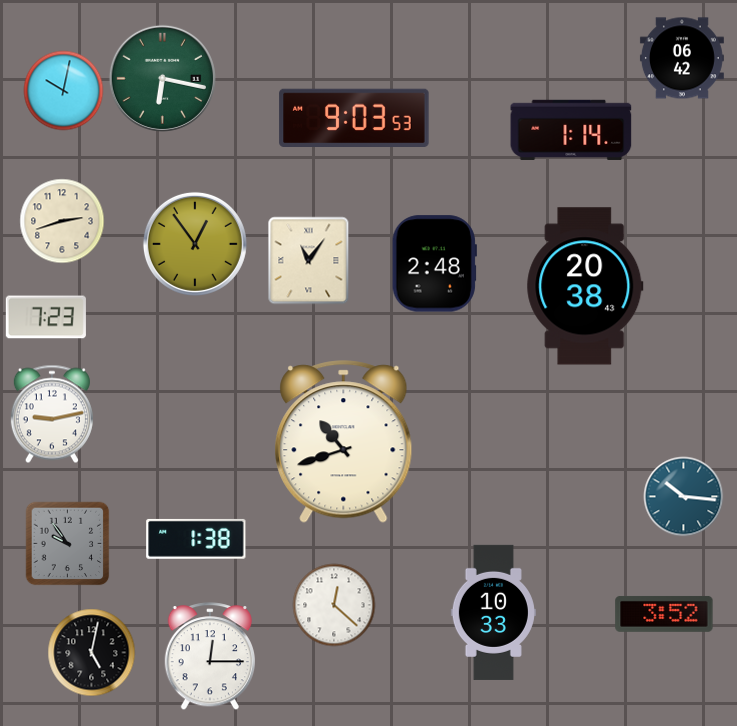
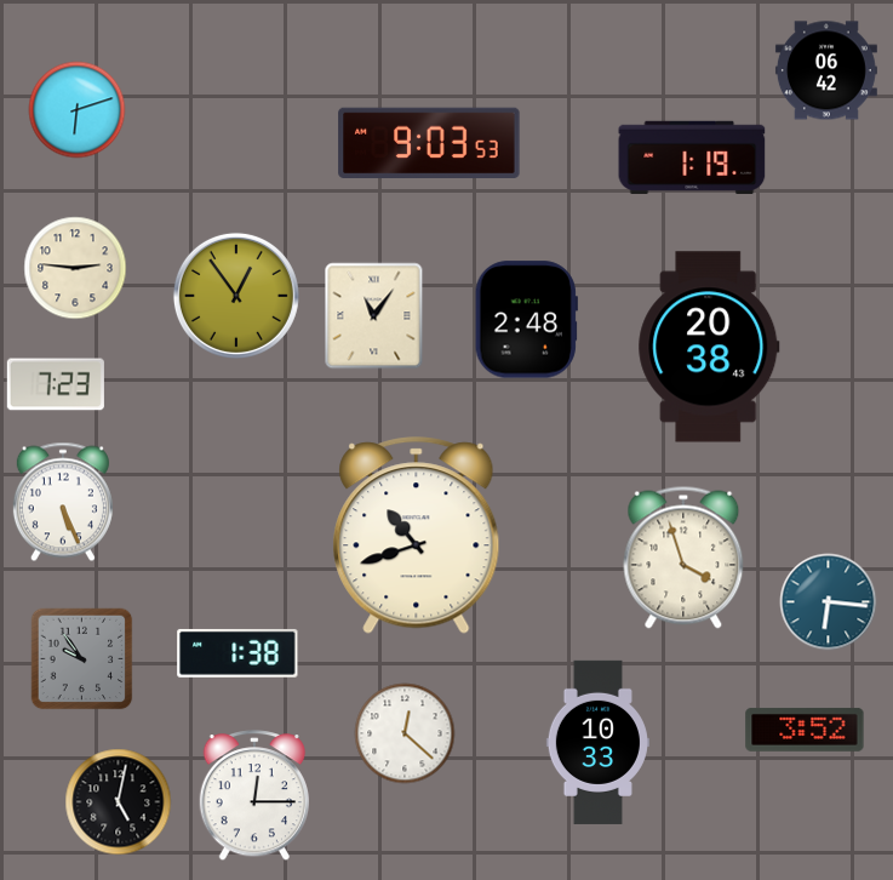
clock at (162, 78): 6:17 -> none
clock at (63, 90): 10:02 -> 6:12
clock at (571, 130): 1:14 -> 1:19
clock at (62, 221): 2:42 -> 2:46
clock at (52, 414): 9:13 -> 5:26
clock at (683, 558): none -> 3:57
clock at (683, 496): 10:16 -> 6:16
clock at (664, 614) position: (664, 614) -> (805, 730)
clock at (91, 652) position: (91, 652) -> (118, 801)
